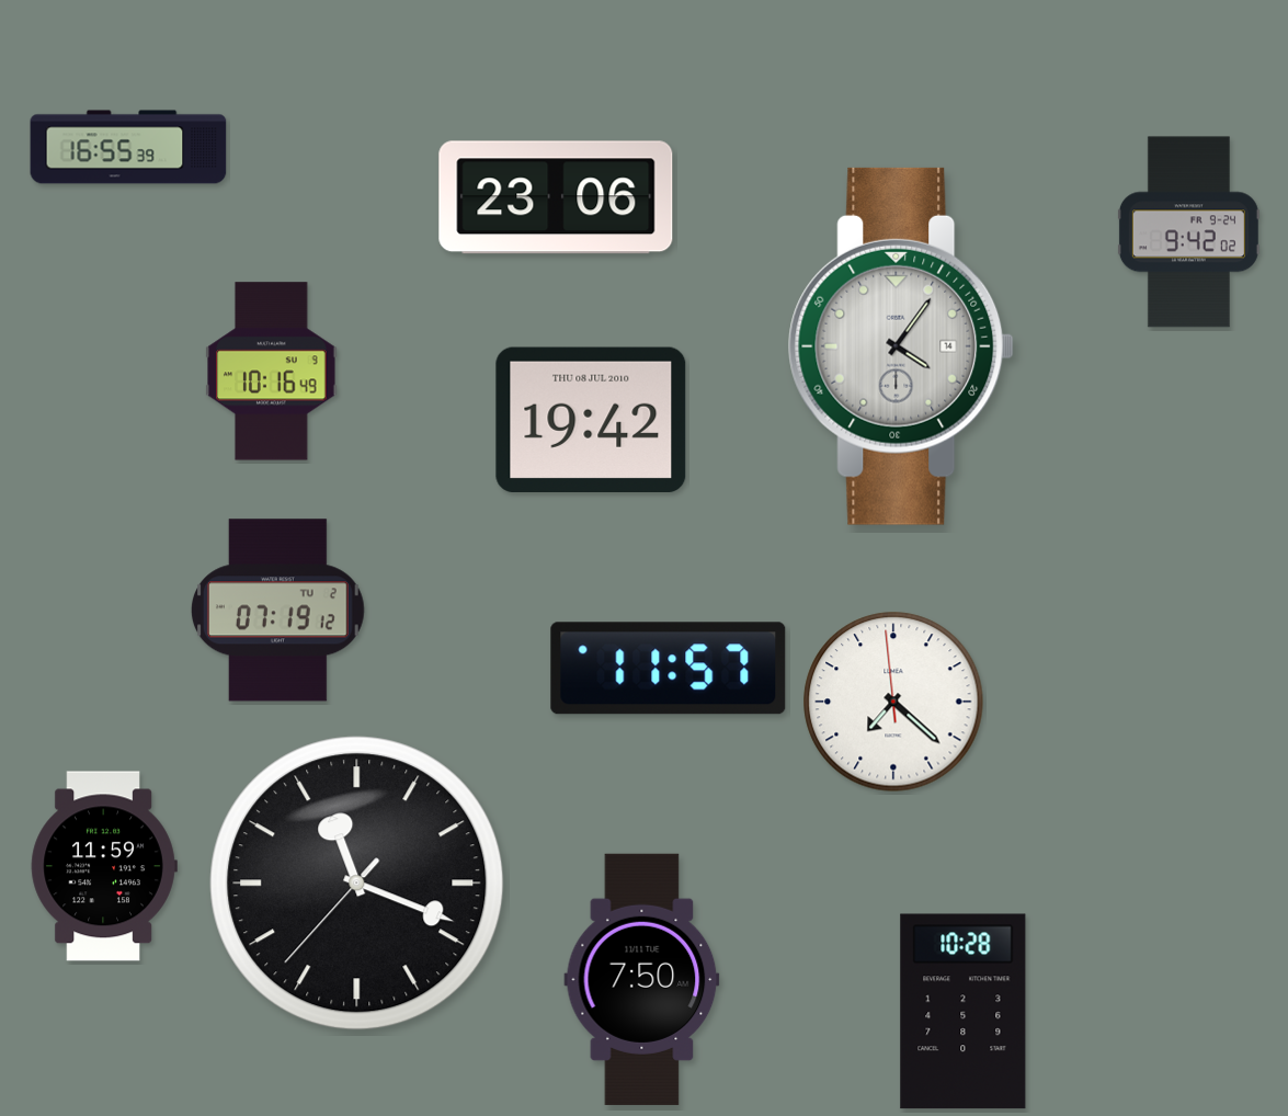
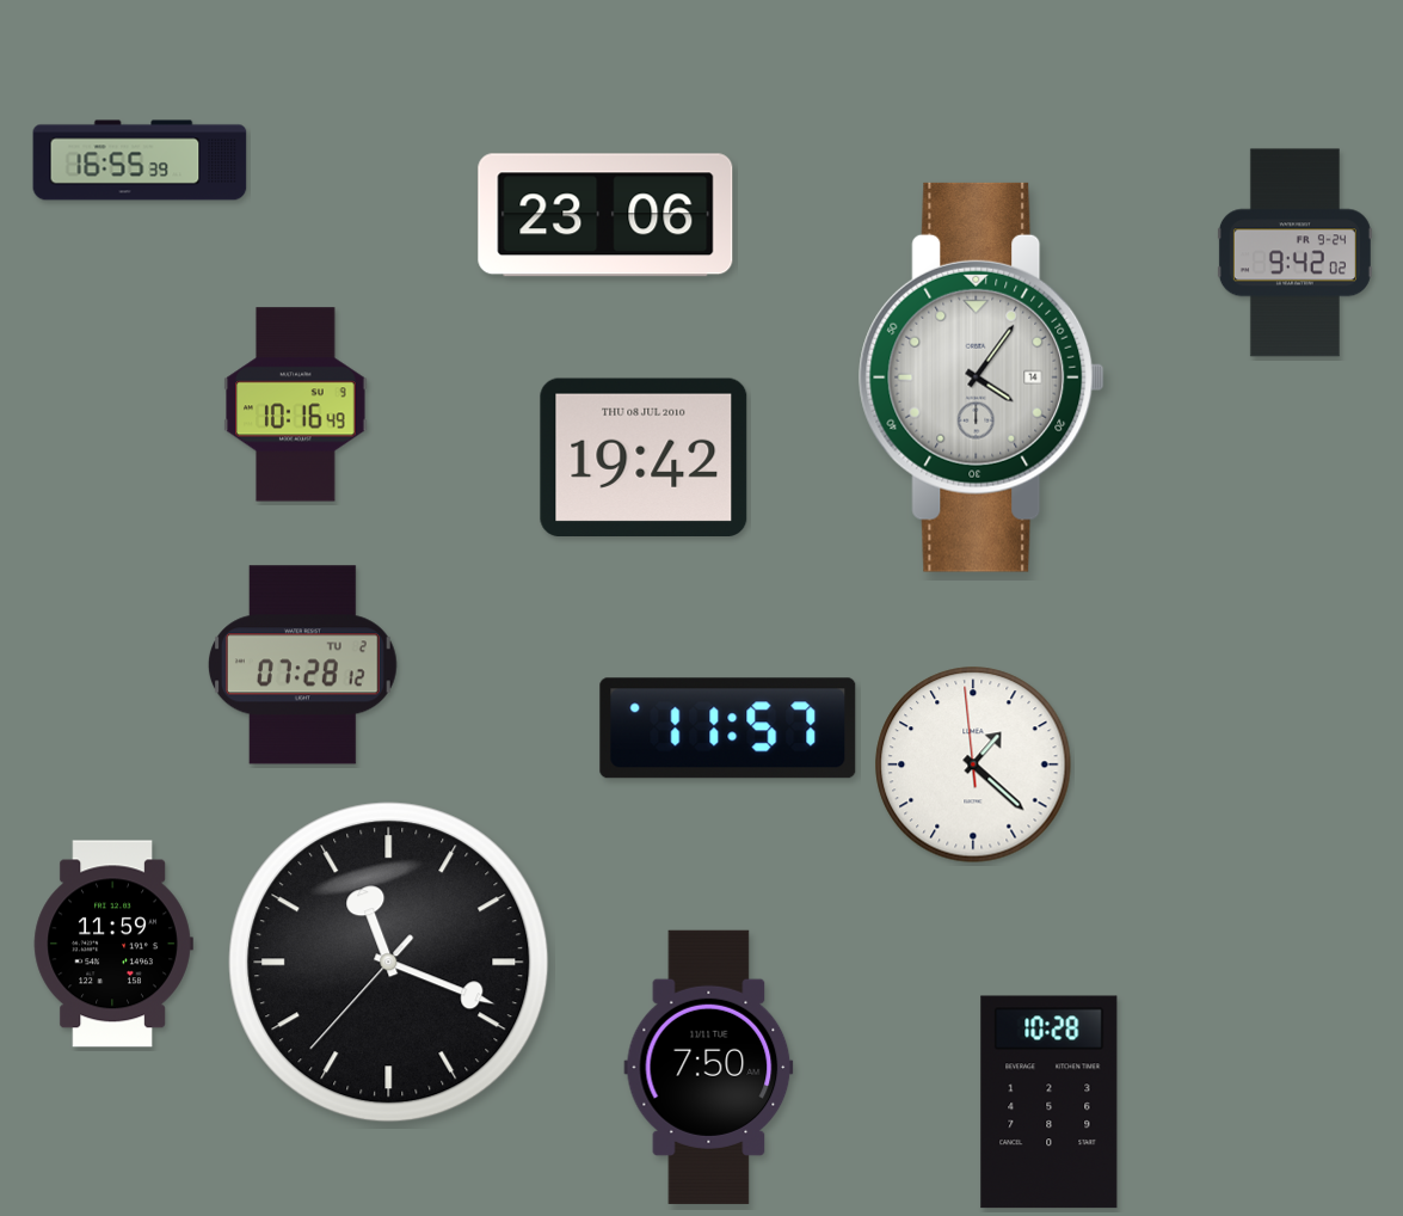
clock at (277, 611): 07:19 -> 07:28
clock at (893, 702): 7:21 -> 1:21
clock at (642, 979) position: (642, 979) -> (709, 1067)
